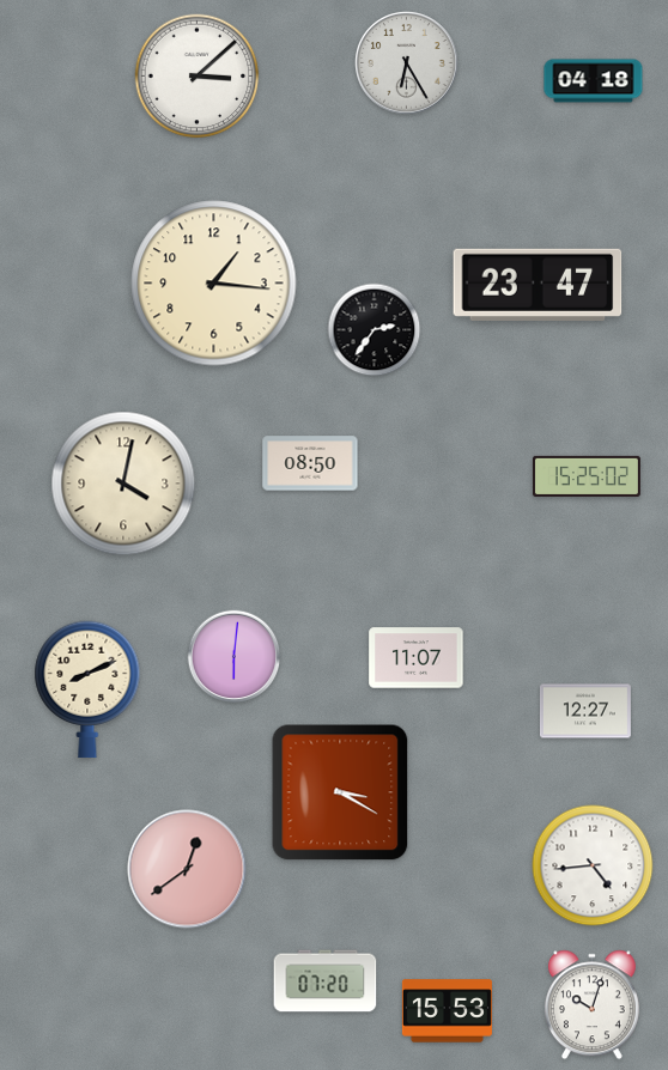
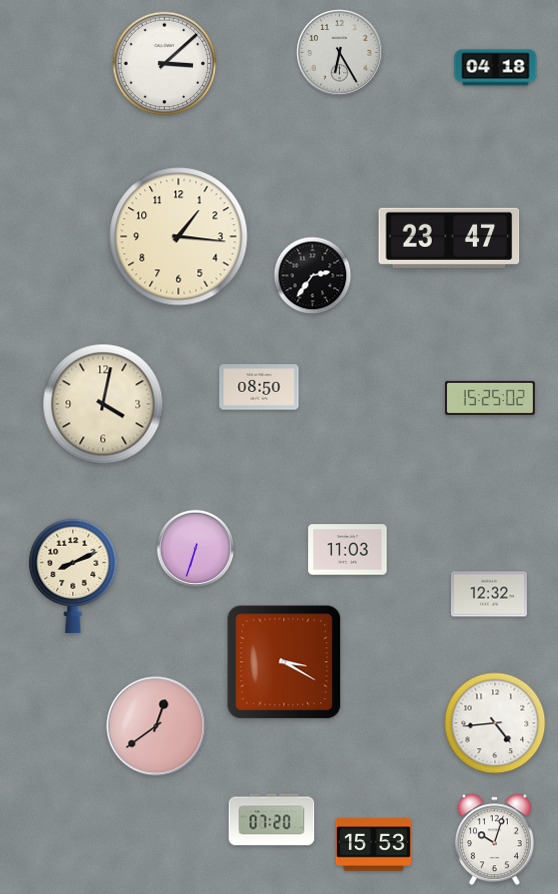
clock at (235, 657): 6:01 -> 6:33
clock at (417, 658): 11:07 -> 11:03
clock at (585, 711): 12:27 -> 12:32
